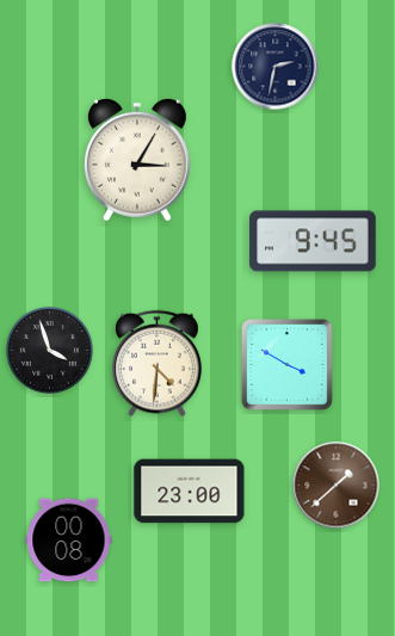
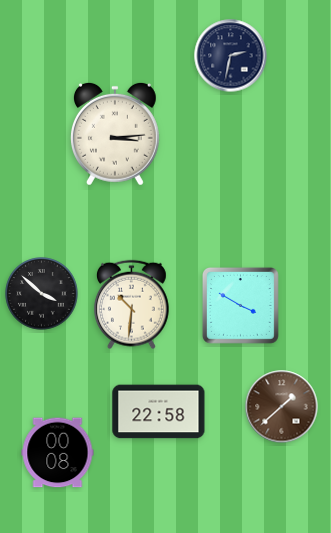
clock at (137, 160): 3:05 -> 3:14
clock at (313, 241): 9:45 -> none
clock at (50, 351): 3:57 -> 3:52
clock at (156, 364): 4:31 -> 10:31
clock at (190, 492): 23:00 -> 22:58
